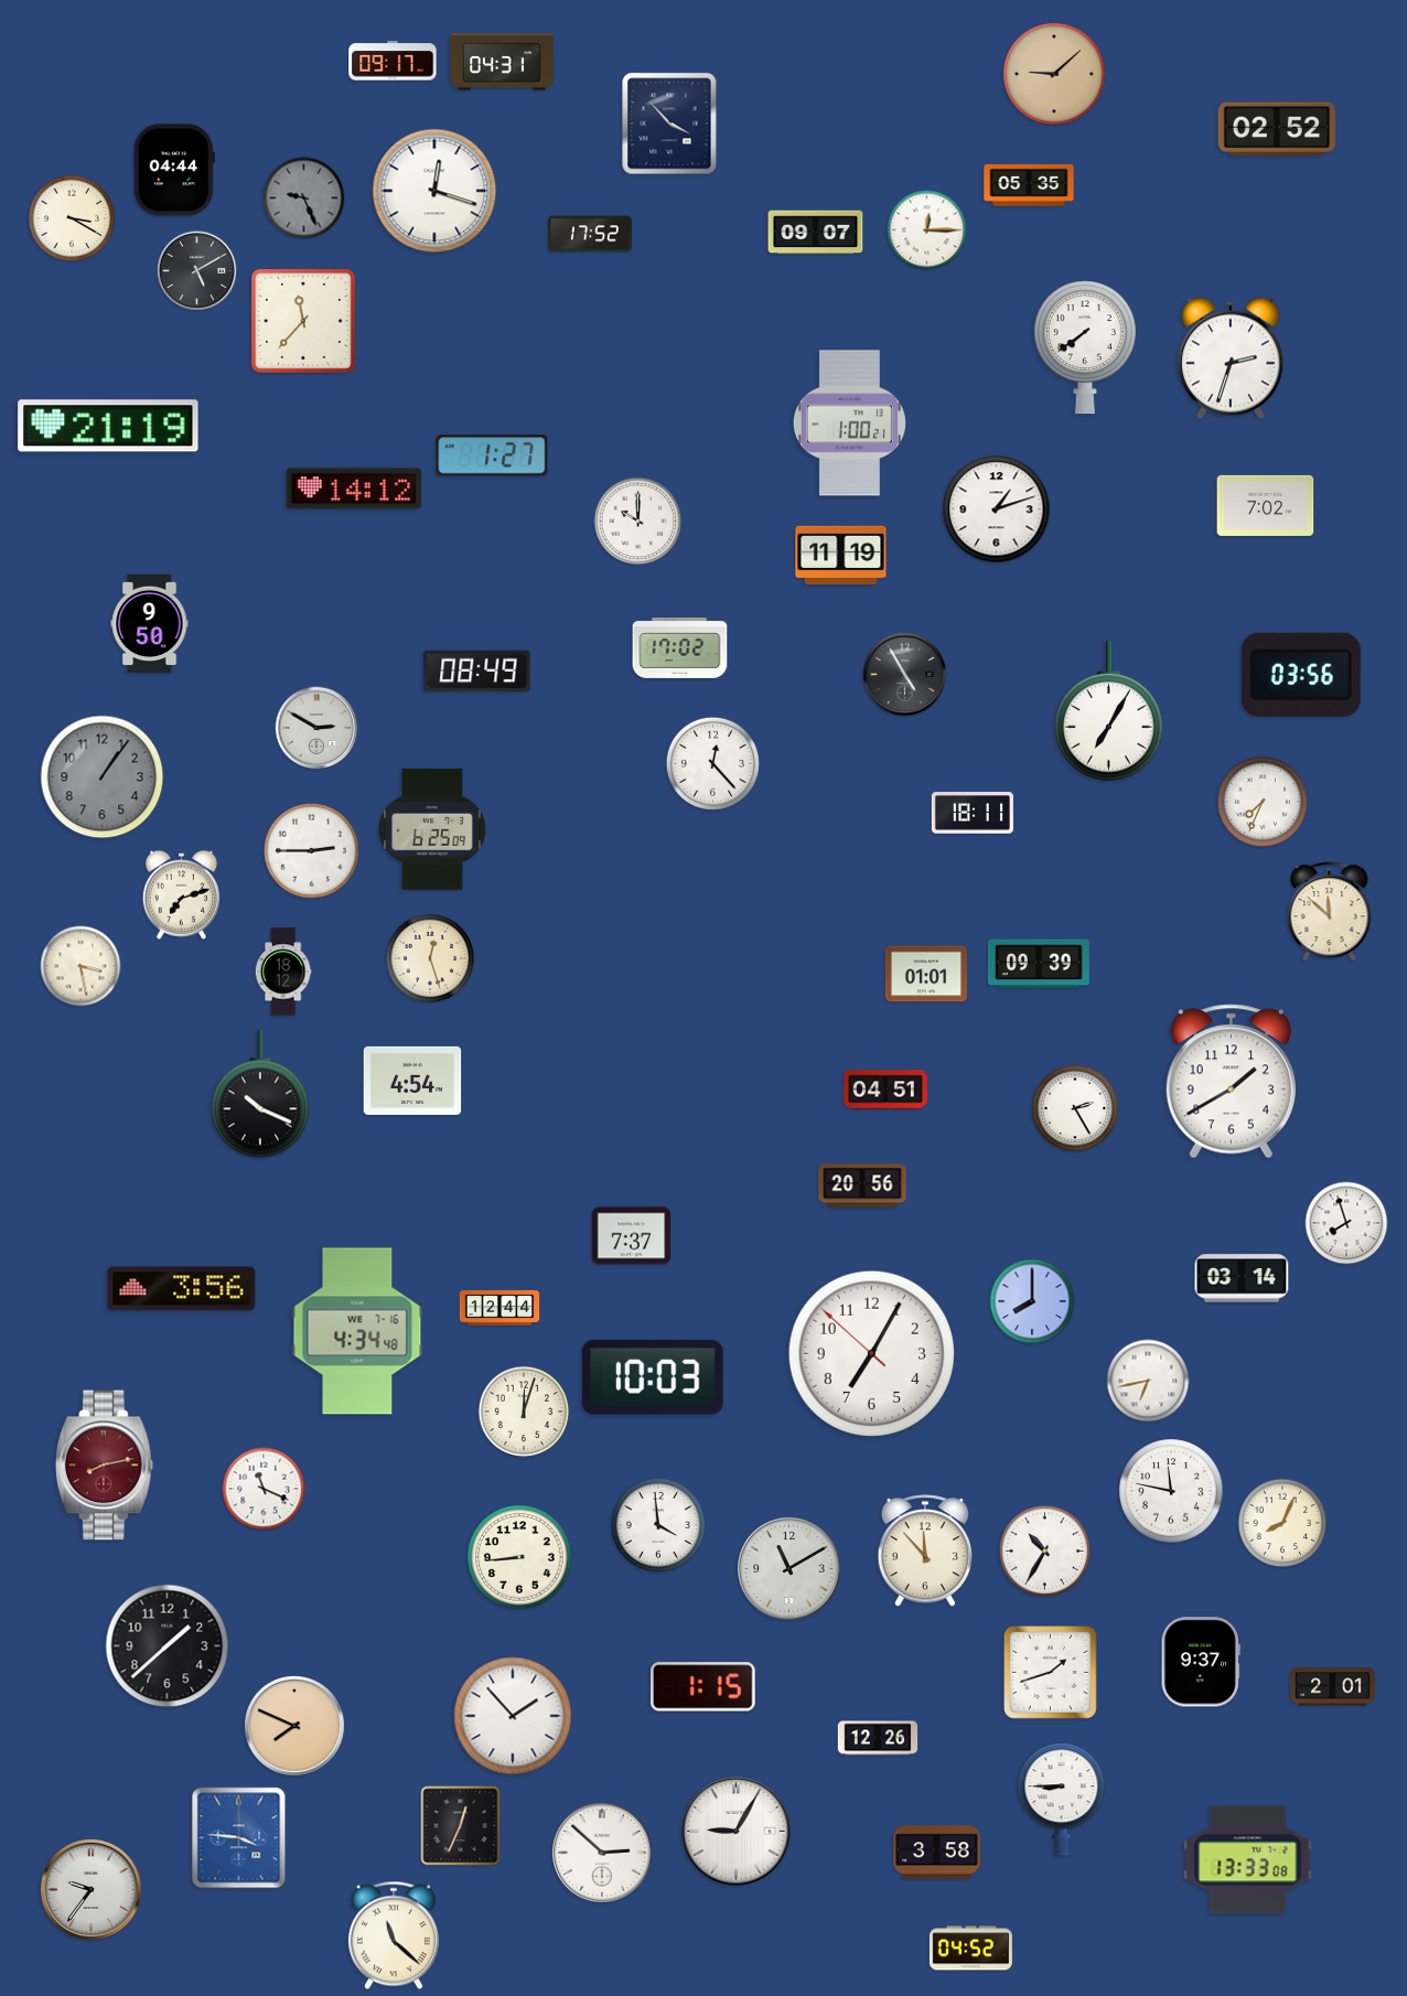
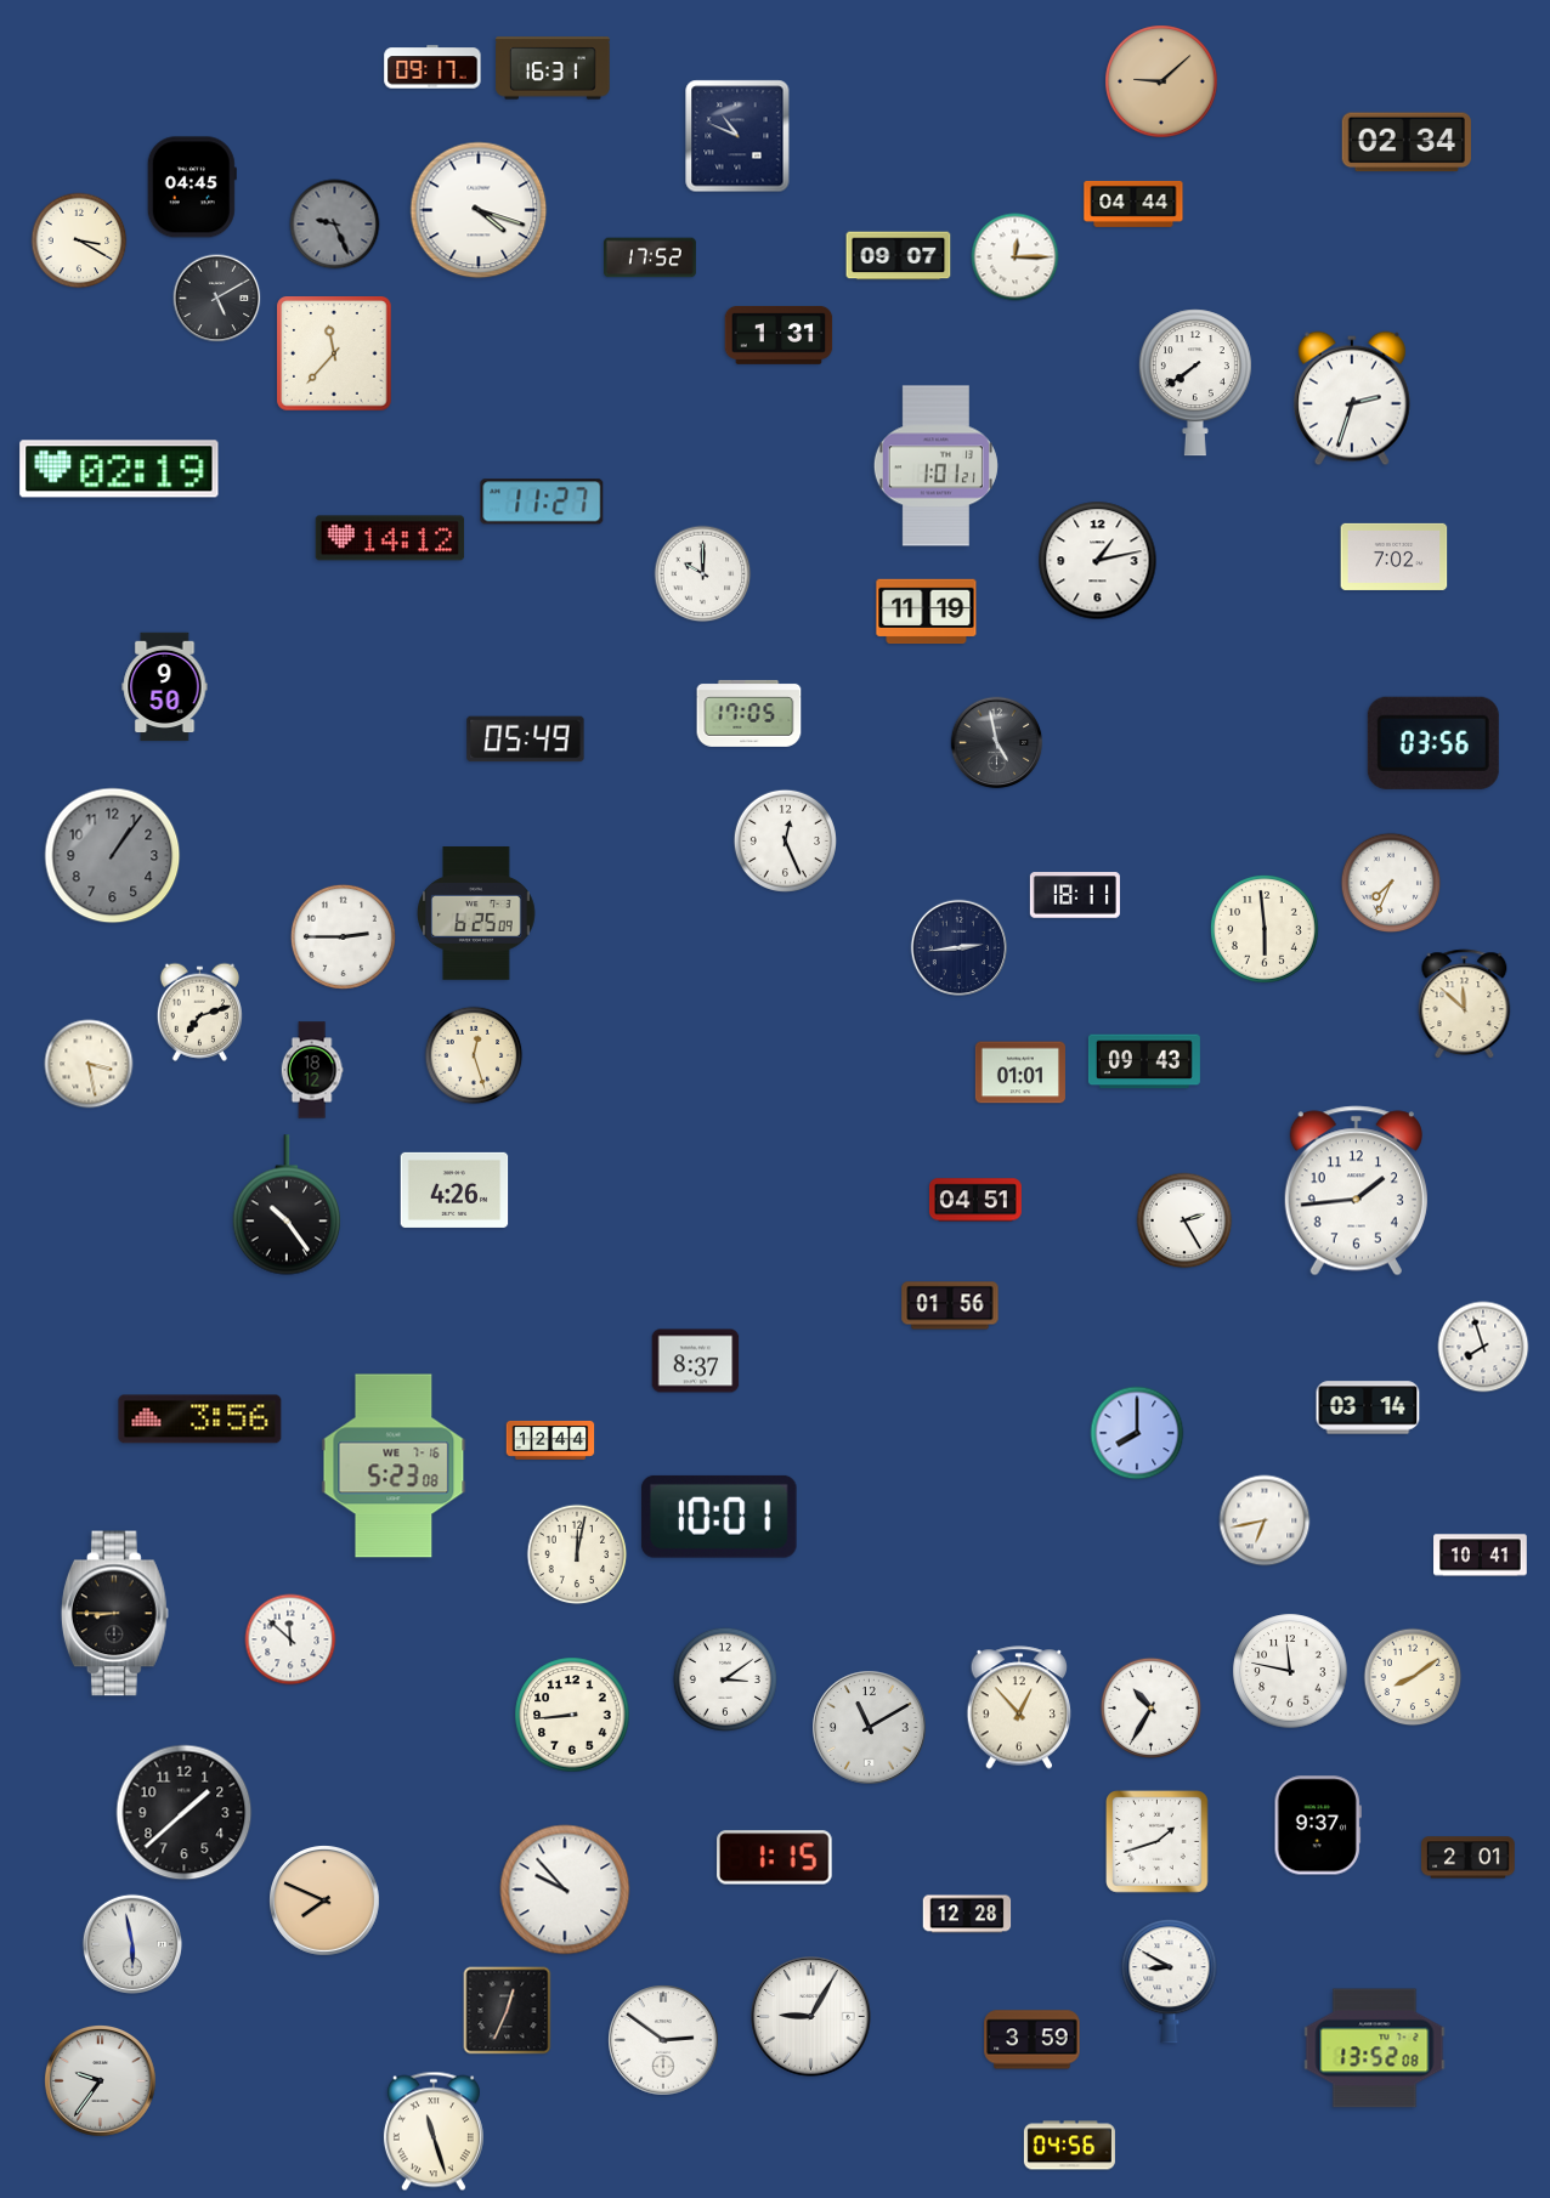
clock at (502, 62): 04:31 -> 16:31
clock at (669, 124): 3:53 -> 10:49
clock at (1277, 129): 02:52 -> 02:34
clock at (174, 170): 04:44 -> 04:45
clock at (1029, 185): 05:35 -> 04:44
clock at (434, 191): 12:18 -> 4:18
clock at (304, 198) position: (304, 198) -> (335, 225)
clock at (927, 230) position: (927, 230) -> (1016, 257)
clock at (779, 335): none -> 1:31
clock at (1231, 358) position: (1231, 358) -> (1352, 398)
clock at (849, 423): 1:00 -> 1:01
clock at (108, 426): 21:19 -> 02:19
clock at (492, 455): 1:27 -> 11:27
clock at (997, 509): 1:12 -> 1:13
clock at (680, 648): 17:02 -> 17:05
clock at (477, 672): 08:49 -> 05:49
clock at (905, 675): 4:55 -> 4:58
clock at (1109, 712): 7:05 -> none
clock at (316, 728): 2:50 -> none
clock at (712, 763): 12:23 -> 12:26
clock at (973, 813) position: (973, 813) -> (1075, 895)
clock at (1265, 929): none -> 5:59
clock at (960, 948): none -> 2:44
clock at (181, 894) position: (181, 894) -> (199, 1012)
clock at (1039, 964): 09:39 -> 09:43
clock at (412, 1081): 4:54 -> 4:26
clock at (1231, 1082): 1:40 -> 1:44
clock at (259, 1094): 10:19 -> 10:24
clock at (862, 1185): 20:56 -> 01:56
clock at (632, 1236): 7:37 -> 8:37
clock at (357, 1331): 4:34 -> 5:23
clock at (871, 1353): 7:04 -> none
clock at (653, 1377): 10:03 -> 10:01
clock at (524, 1412): 12:03 -> 12:02
clock at (1481, 1556): none -> 10:41
clock at (104, 1466): 8:13 -> 8:45
clock at (104, 1466) dial: burgundy -> black
clock at (264, 1489): 11:19 -> 11:52
clock at (1171, 1491) position: (1171, 1491) -> (1290, 1671)
clock at (1282, 1523): 8:04 -> 8:09
clock at (658, 1525): 3:59 -> 3:09
clock at (925, 1550): 11:53 -> 12:53
clock at (1201, 1662) position: (1201, 1662) -> (1318, 1825)
clock at (513, 1716): 1:53 -> 9:53
clock at (878, 1738): 12:26 -> 12:28
clock at (132, 1944): none -> 5:58
clock at (1062, 1800): 8:45 -> 8:50
clock at (239, 1838): 3:46 -> none
clock at (937, 1853): 3:58 -> 3:59
clock at (603, 1854): 2:52 -> 2:51
clock at (1248, 1860): 13:33 -> 13:52
clock at (394, 1935): 11:22 -> 11:27
clock at (970, 1949): 04:52 -> 04:56
